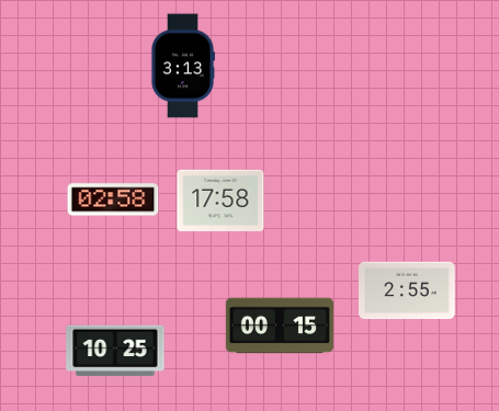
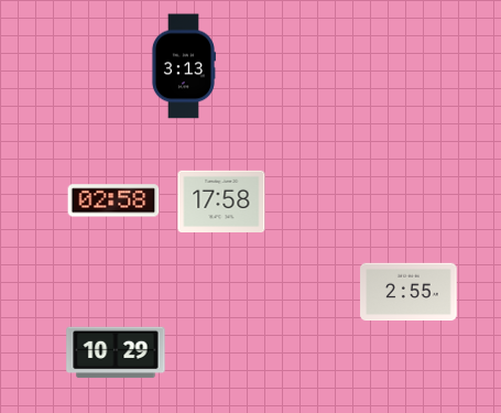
clock at (279, 326): 00:15 -> none
clock at (115, 351): 10:25 -> 10:29
